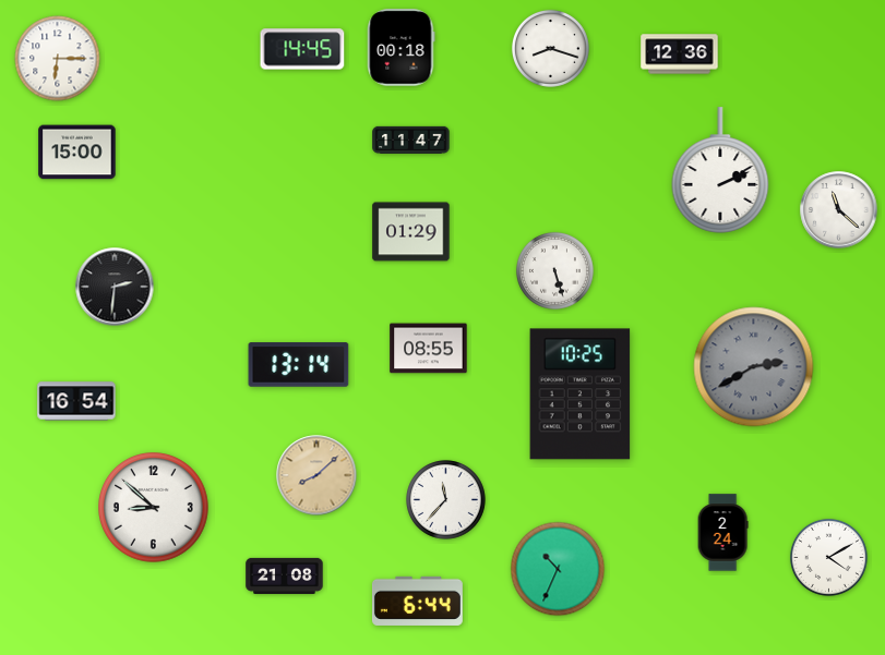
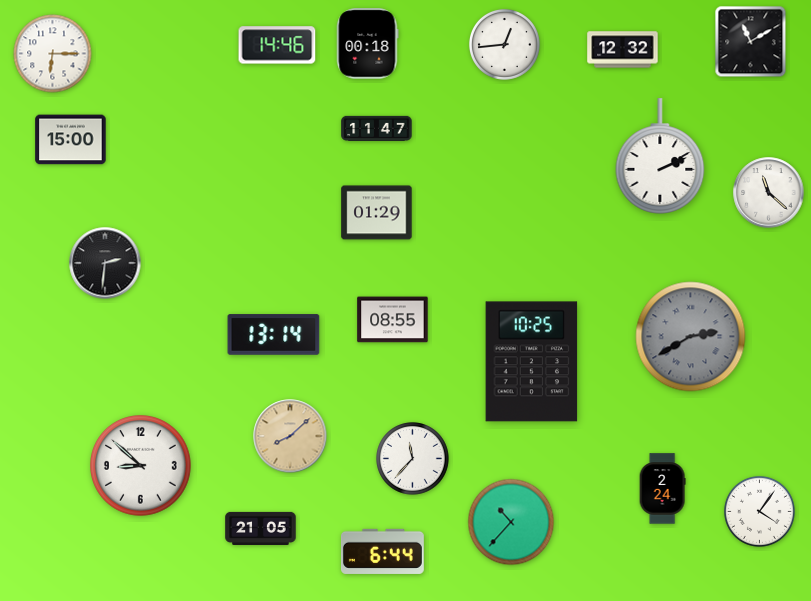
clock at (751, 42): none -> 11:10
clock at (550, 48): 8:18 -> 12:44
clock at (302, 49): 14:45 -> 14:46
clock at (680, 54): 12:36 -> 12:32
clock at (554, 270): 5:27 -> none
clock at (76, 401): 16:54 -> none
clock at (446, 500) position: (446, 500) -> (413, 459)
clock at (828, 557): 4:10 -> 4:06
clock at (558, 569): 10:34 -> 10:37
clock at (285, 575): 21:08 -> 21:05
